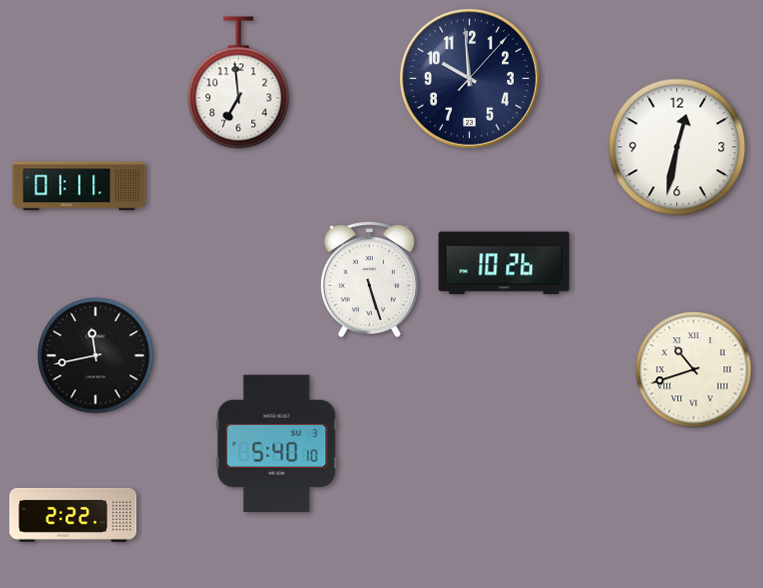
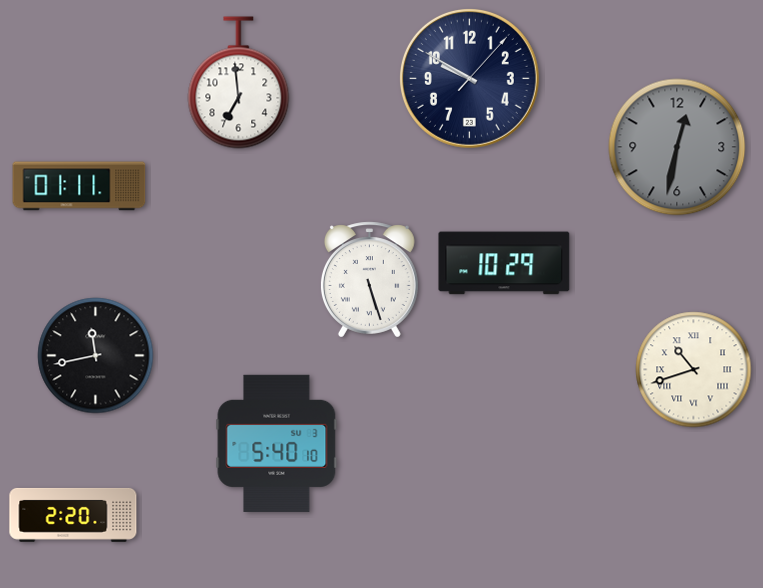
clock at (469, 78): 9:59 -> 9:50
clock at (677, 147) dial: white -> grey
clock at (504, 263): 10:26 -> 10:29
clock at (73, 515): 2:22 -> 2:20
